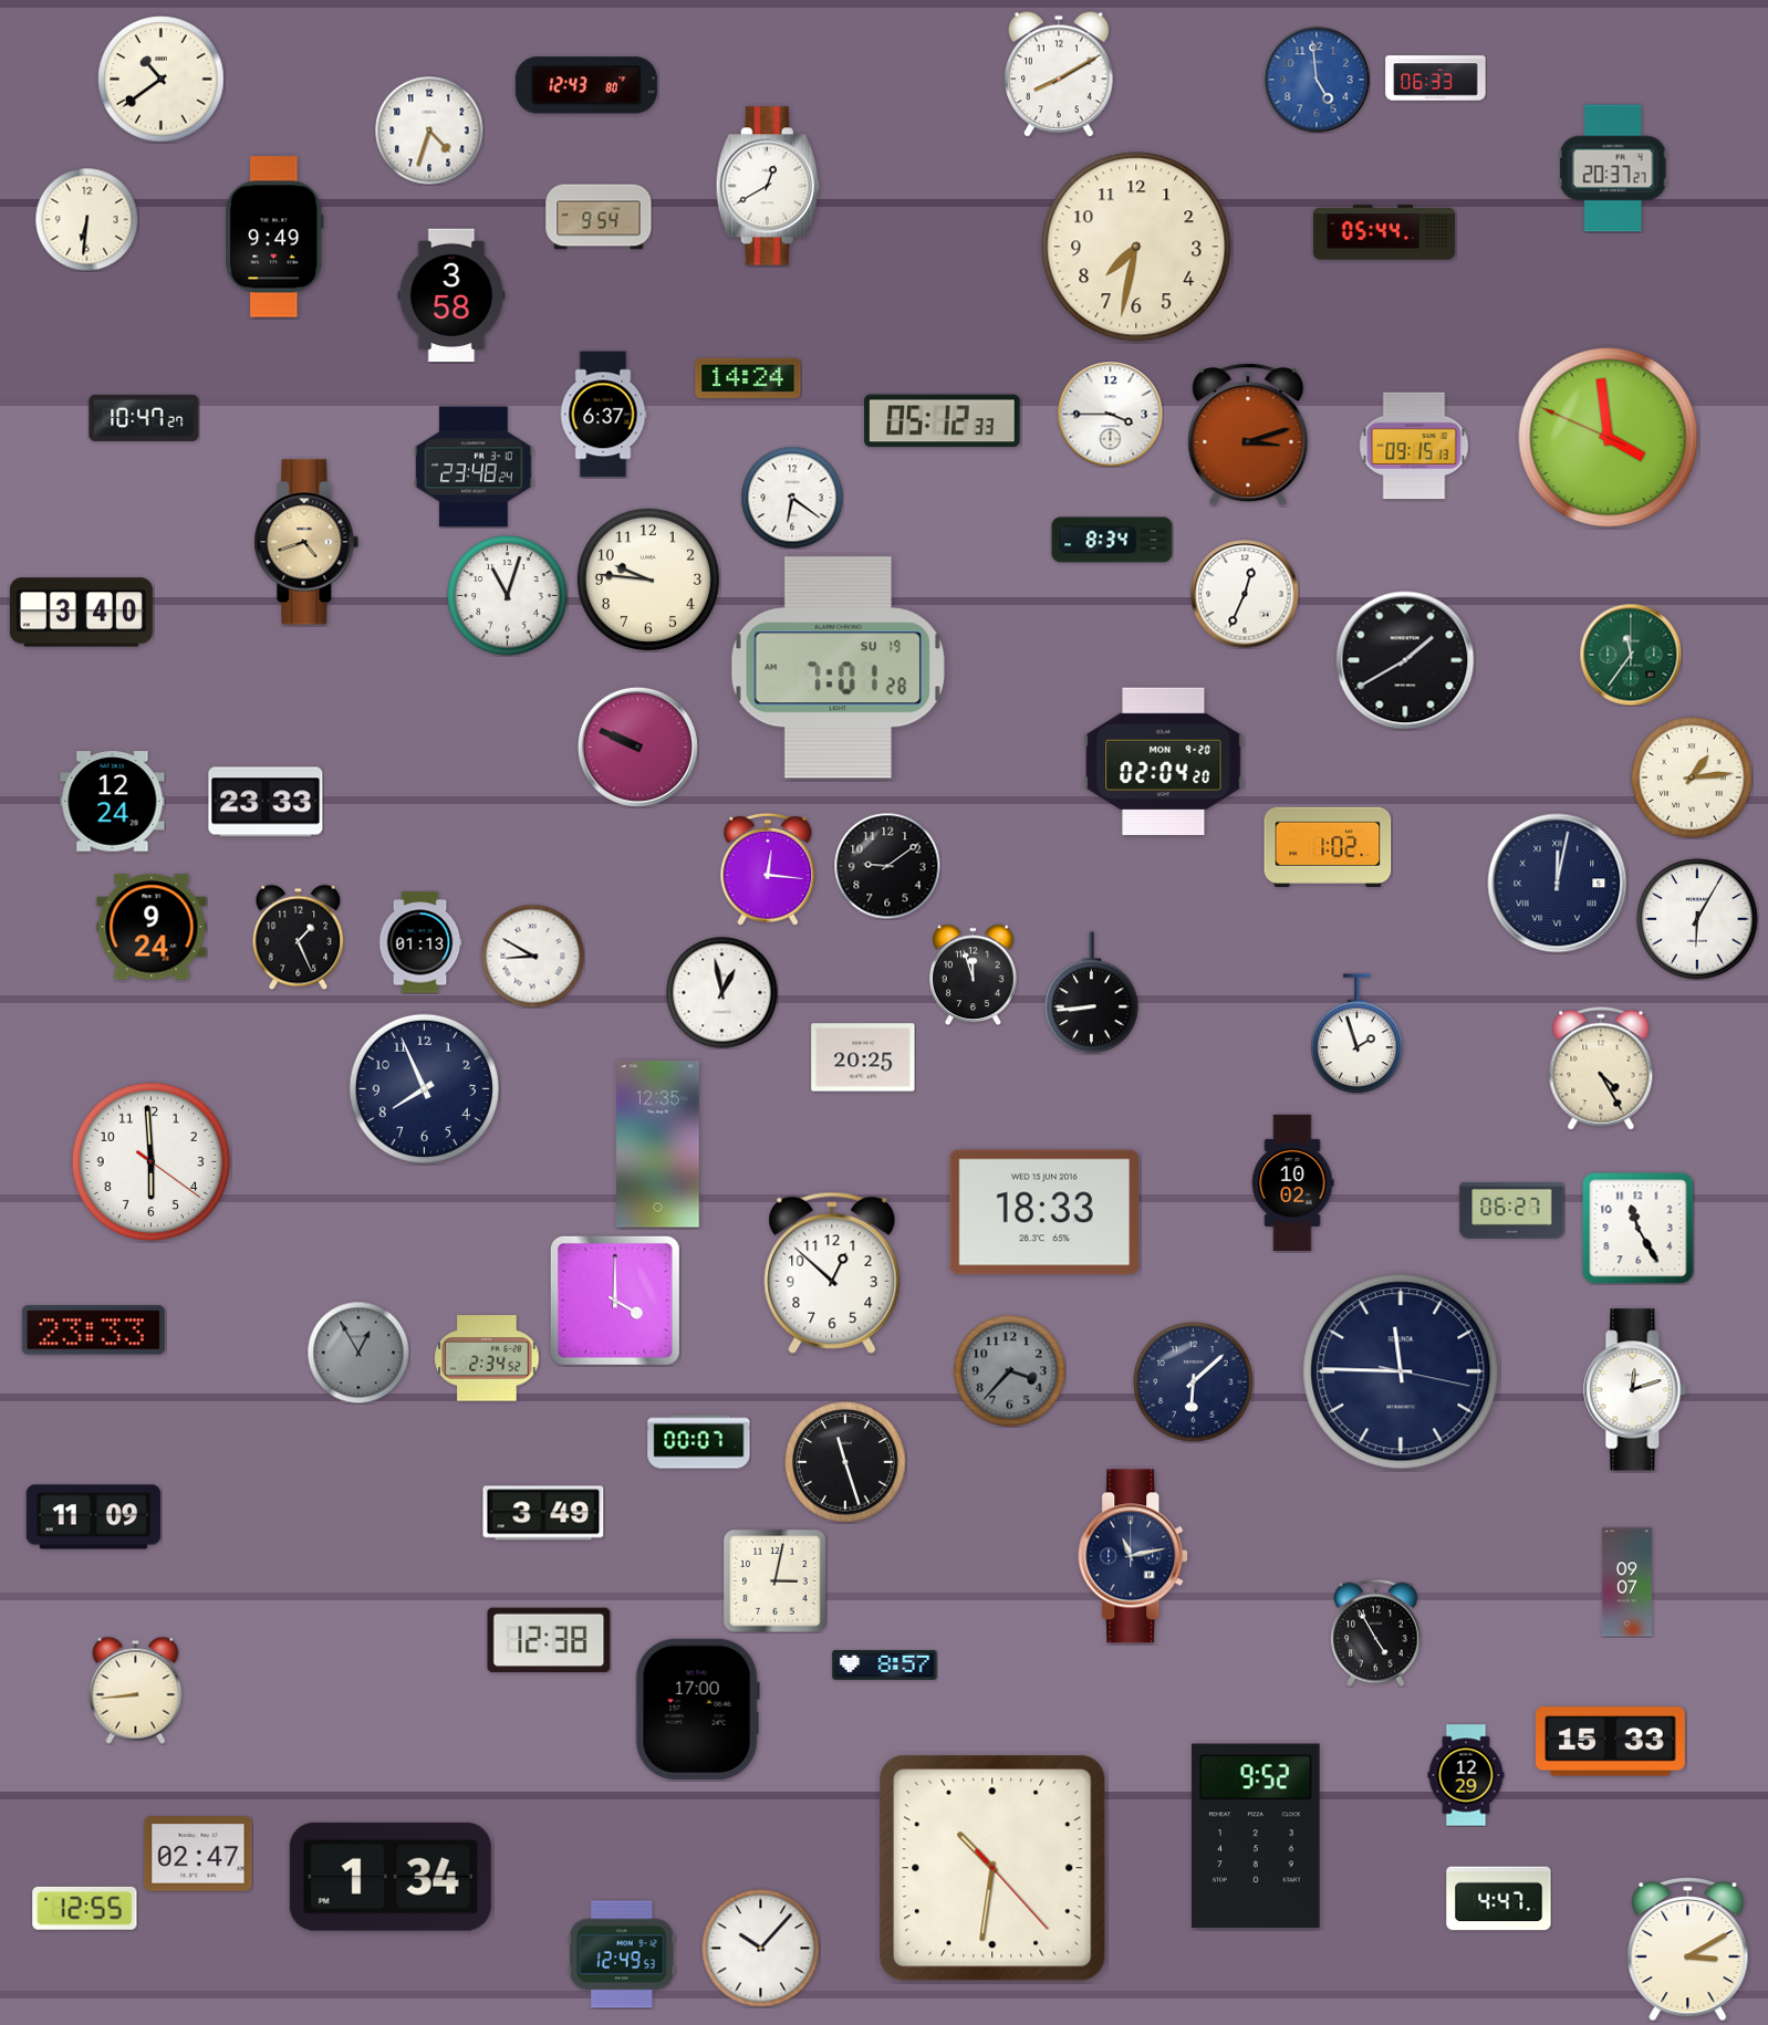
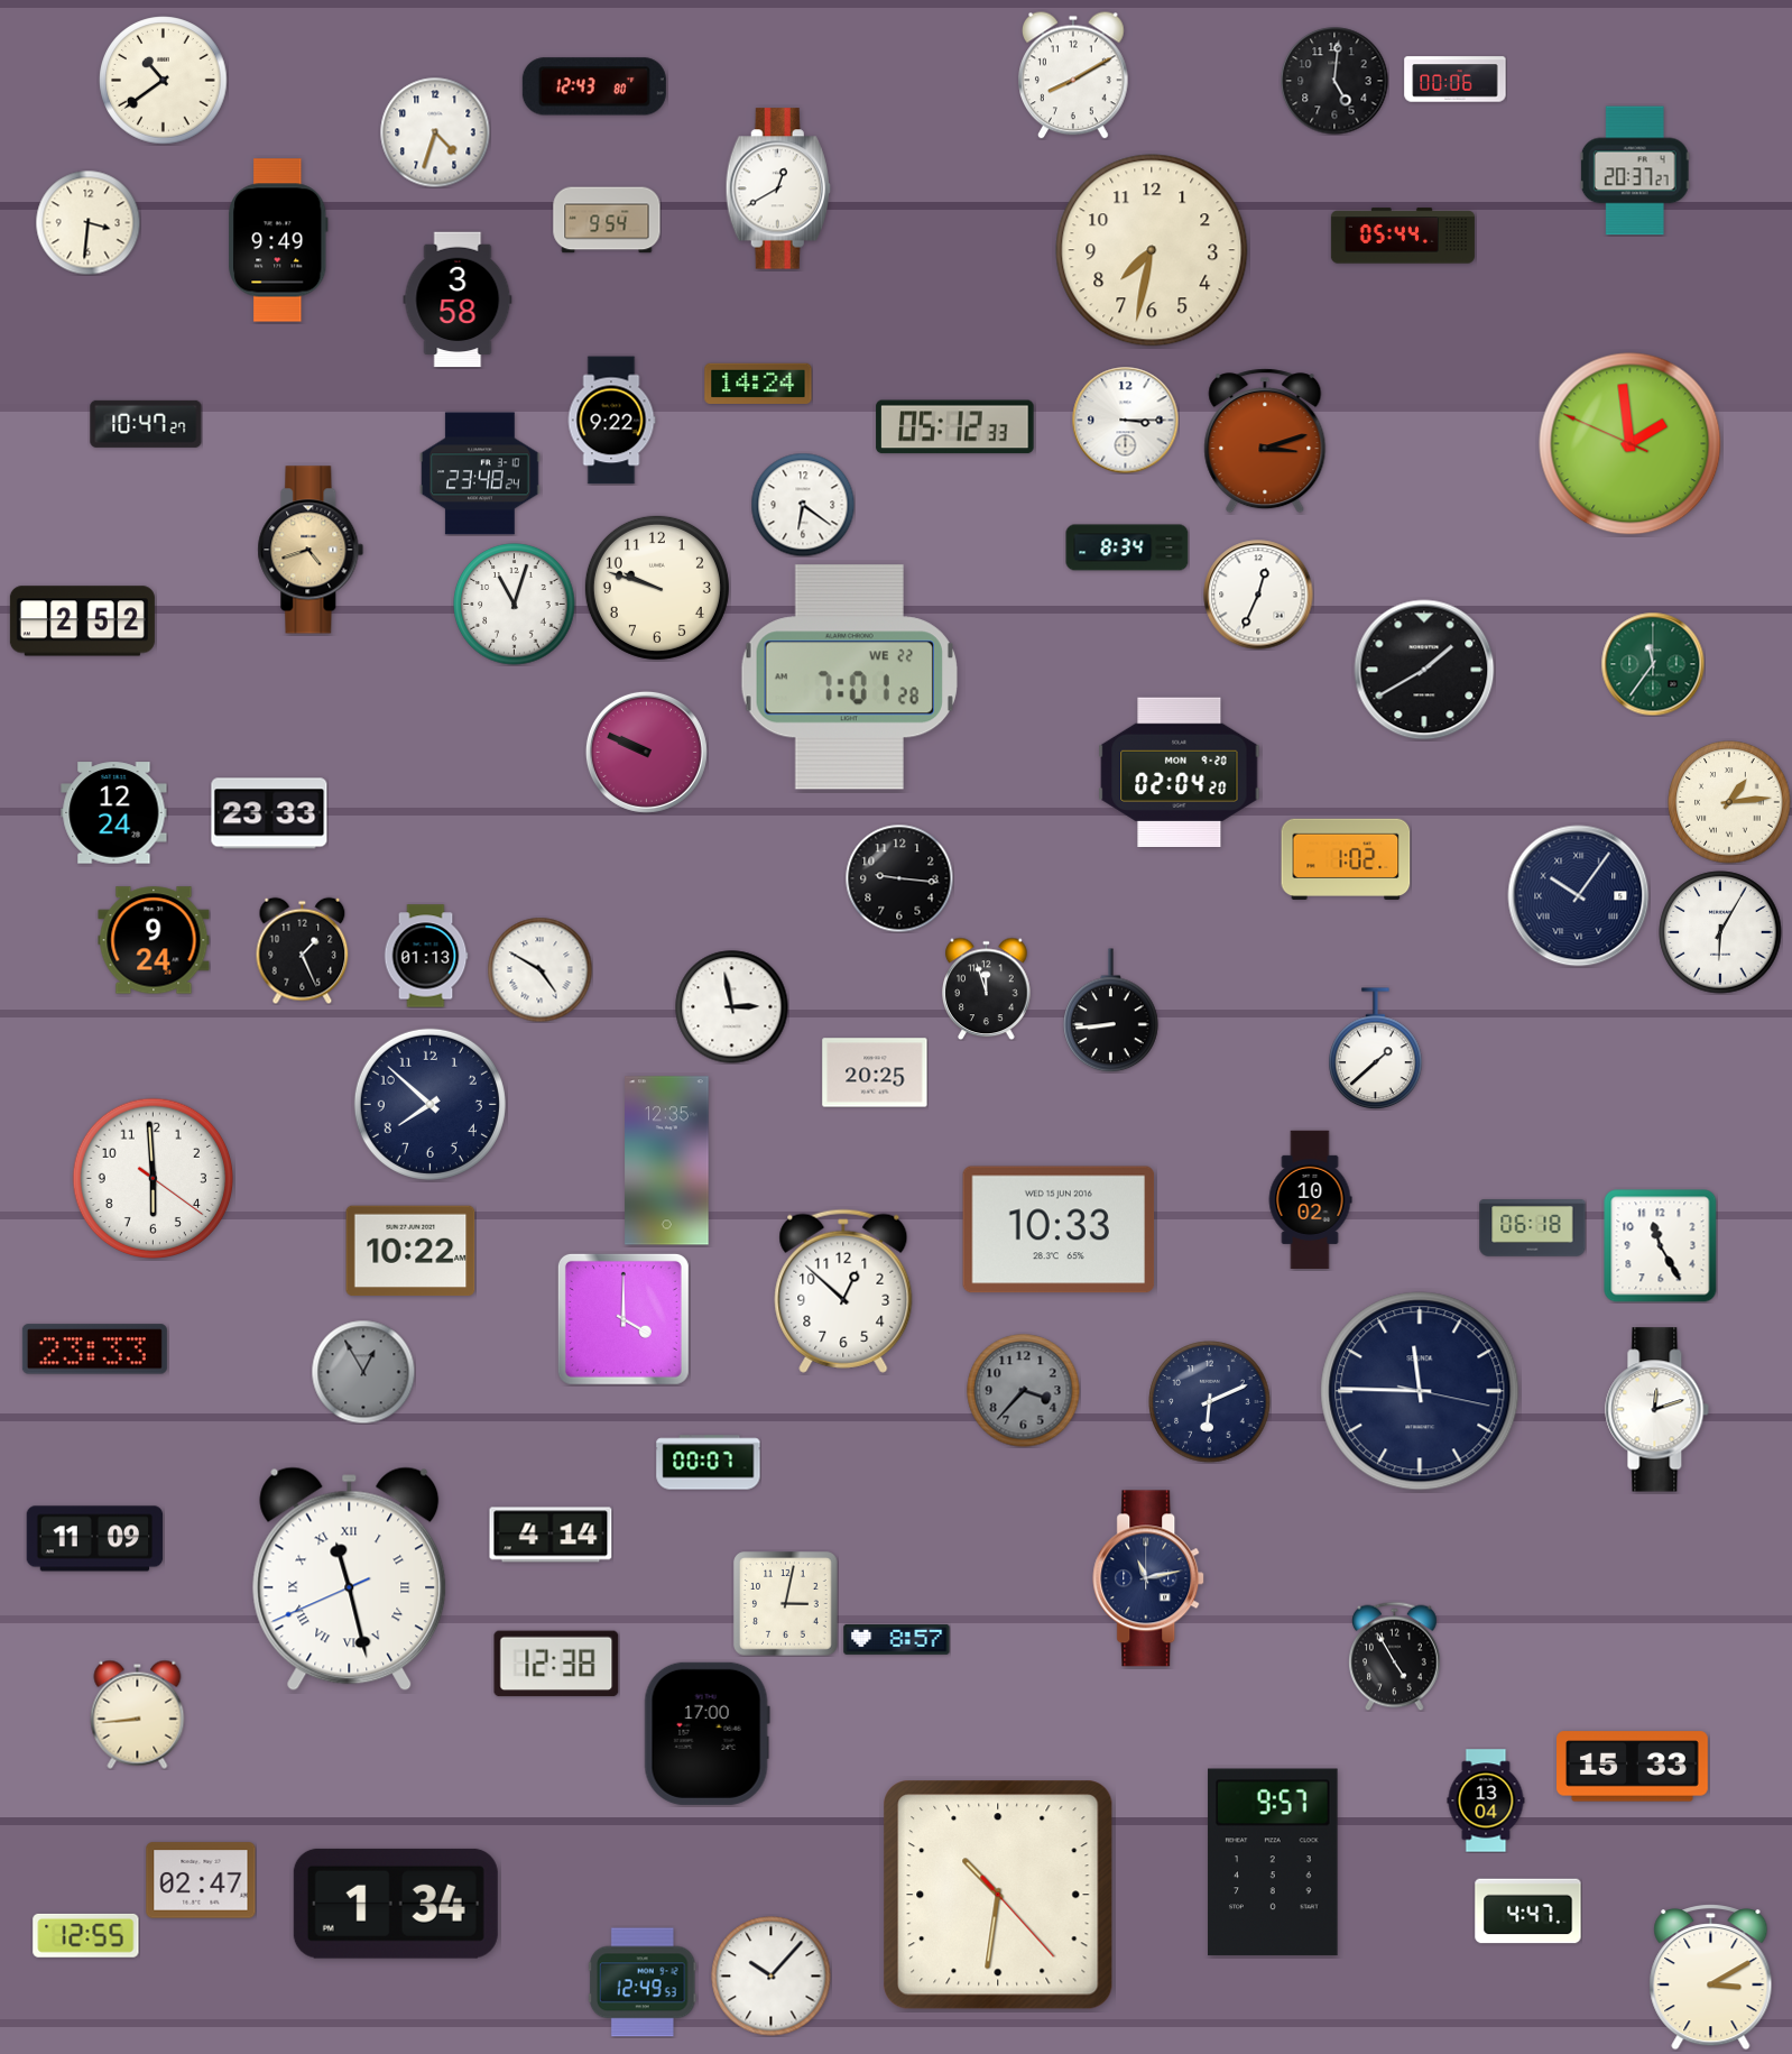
clock at (1436, 79): 06:33 -> 00:06
clock at (1317, 80): 4:59 -> 5:01
clock at (1317, 80) dial: blue -> black
clock at (86, 219): 6:31 -> 3:31
clock at (1110, 414): 3:45 -> 3:15
clock at (603, 415): 6:37 -> 9:22
clock at (1609, 438): 3:58 -> 1:58
clock at (1414, 446): 09:15 -> none
clock at (648, 580): 9:46 -> 9:48
clock at (1245, 594) position: (1245, 594) -> (1258, 595)
clock at (81, 613): 3:40 -> 2:52
clock at (838, 668) date: SU 19 -> WE 22
clock at (637, 747) position: (637, 747) -> (646, 752)
clock at (1692, 777) position: (1692, 777) -> (1729, 802)
clock at (887, 866): 9:09 -> 9:16
clock at (768, 869): 12:16 -> none
clock at (1558, 884): 12:02 -> 10:06
clock at (532, 956): 8:50 -> 4:50
clock at (722, 993): 12:58 -> 2:58
clock at (1092, 993) position: (1092, 993) -> (1111, 1011)
clock at (1358, 1034): 1:57 -> 1:38
clock at (1601, 1068): 4:25 -> none
clock at (424, 1088): 7:56 -> 7:52
clock at (1512, 1211): 06:27 -> 06:18
clock at (1044, 1212): 18:33 -> 10:33
clock at (410, 1251): none -> 10:22
clock at (487, 1358): 2:34 -> none
clock at (1194, 1382): 6:08 -> 6:11
clock at (845, 1462): 11:27 -> none
clock at (543, 1513): 3:49 -> 4:14
clock at (350, 1579): none -> 11:27
clock at (1626, 1583): 09:07 -> none
clock at (885, 1664) position: (885, 1664) -> (897, 1639)
clock at (1466, 1775): 12:29 -> 13:04
clock at (1256, 1836): 9:52 -> 9:57
clock at (992, 1868) position: (992, 1868) -> (998, 1895)
clock at (1499, 1899) position: (1499, 1899) -> (1528, 1912)
clock at (623, 1954) position: (623, 1954) -> (644, 1982)
